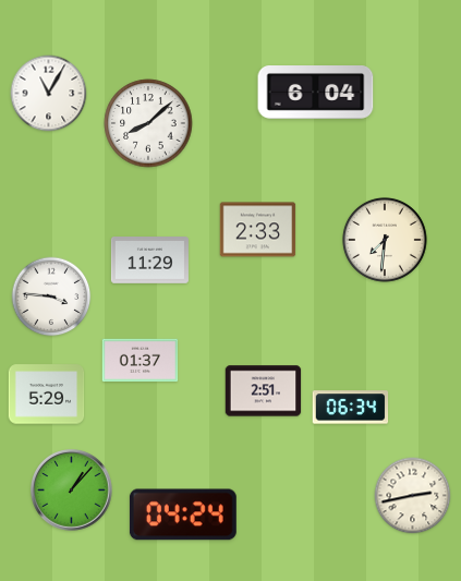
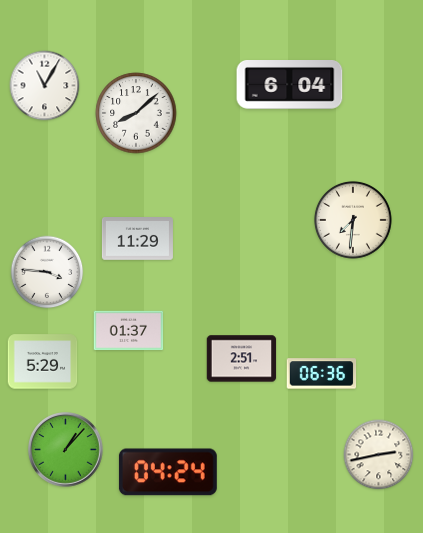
clock at (258, 230): 2:33 -> none
clock at (351, 408): 06:34 -> 06:36
